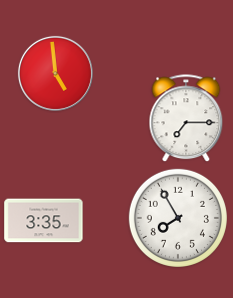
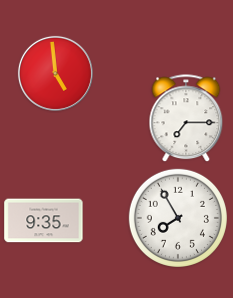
clock at (44, 221): 3:35 -> 9:35
